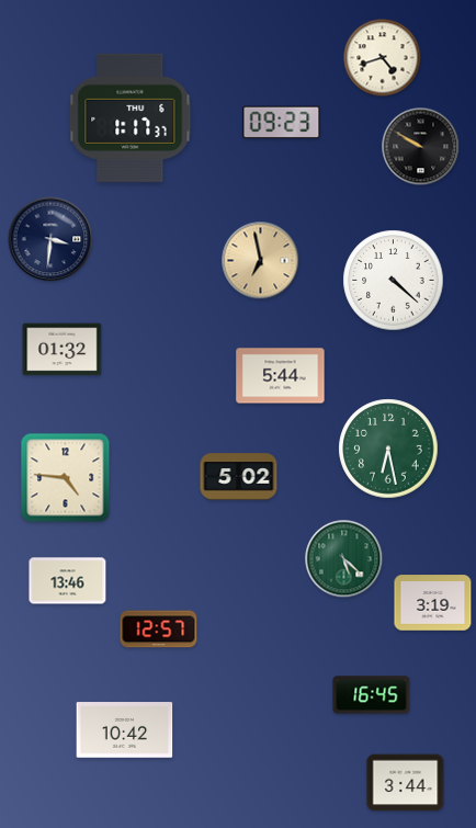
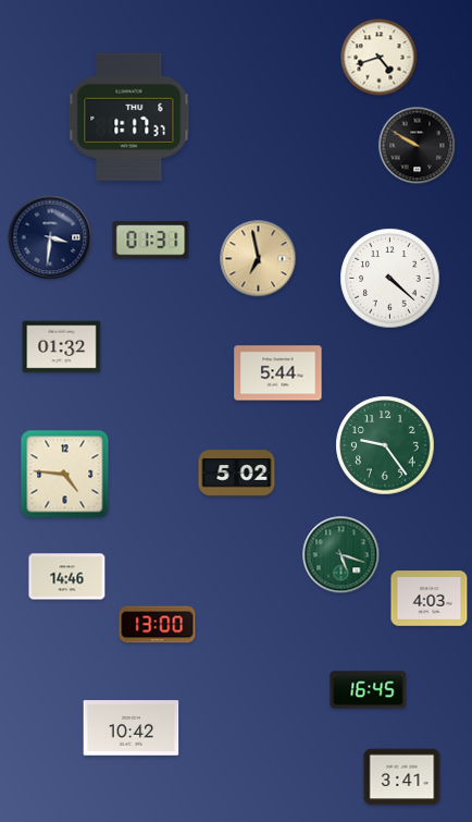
clock at (282, 123): 09:23 -> none
clock at (151, 241): none -> 01:31
clock at (388, 449): 6:28 -> 9:24
clock at (344, 559): 5:22 -> 5:18
clock at (68, 581): 13:46 -> 14:46
clock at (433, 603): 3:19 -> 4:03
clock at (159, 629): 12:57 -> 13:00
clock at (125, 730) position: (125, 730) -> (132, 728)
clock at (406, 783): 3:44 -> 3:41
